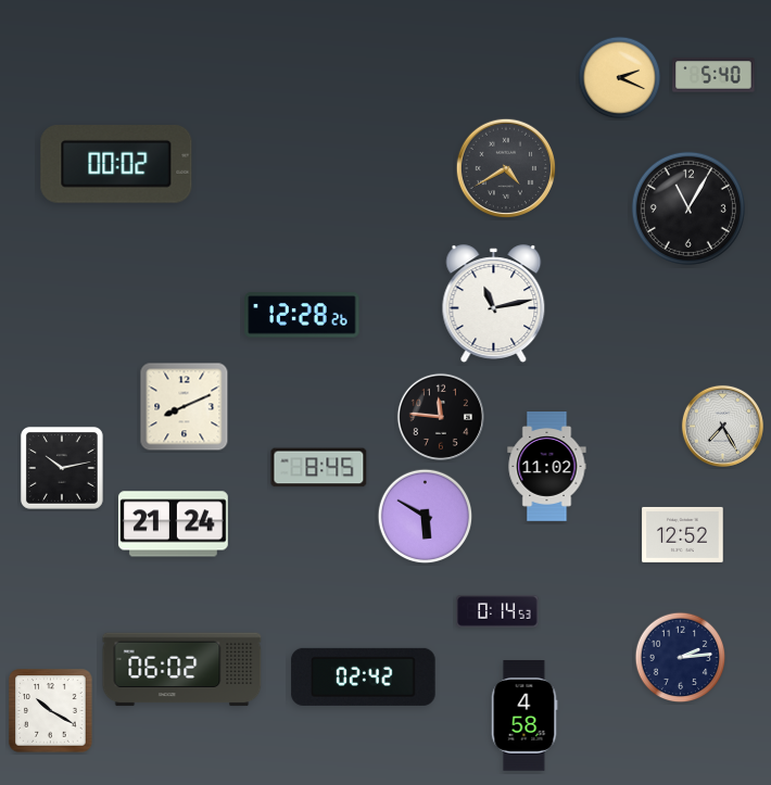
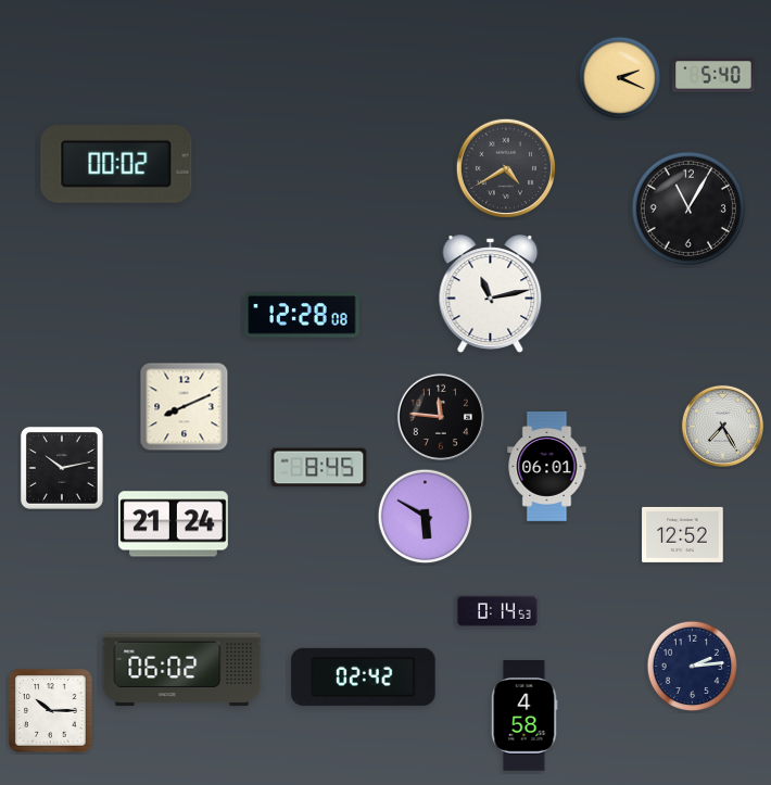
clock at (494, 303) position: (494, 303) -> (491, 293)
clock at (302, 315): 12:28:26 -> 12:28:08
clock at (547, 467): 11:02 -> 06:01
clock at (681, 658) position: (681, 658) -> (693, 667)
clock at (51, 711): 10:20 -> 10:15
